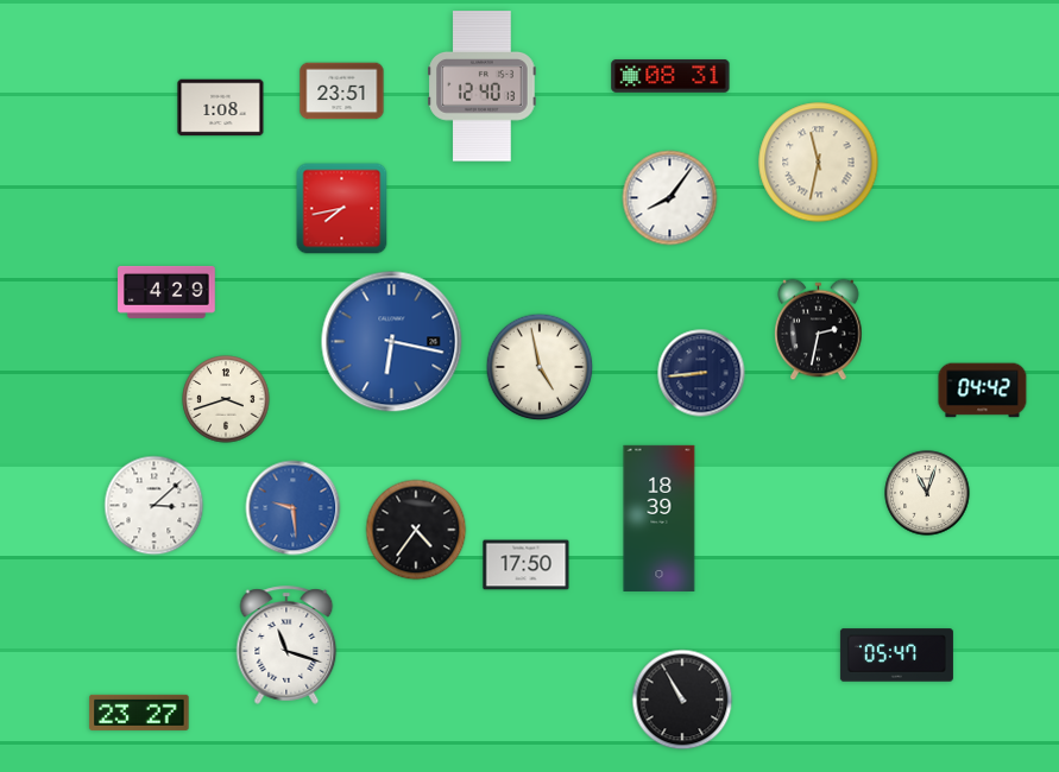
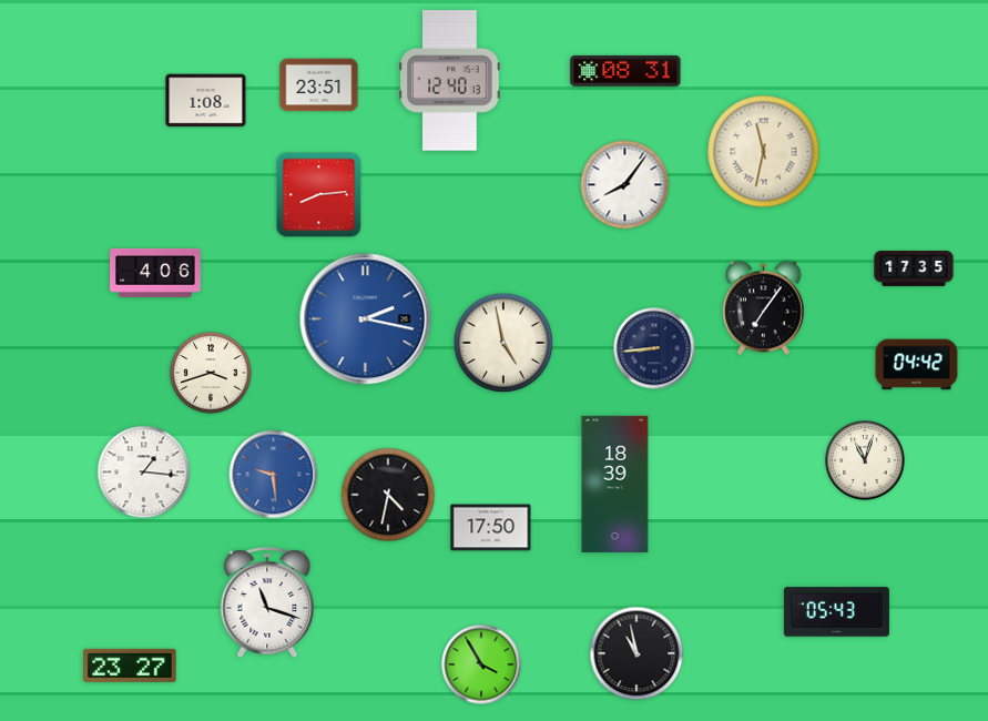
clock at (342, 209): 7:43 -> 8:14
clock at (914, 270): none -> 17:35
clock at (166, 292): 4:29 -> 4:06
clock at (819, 330): 2:32 -> 7:06
clock at (392, 342): 6:17 -> 2:17
clock at (155, 506): 3:08 -> 1:16
clock at (416, 530): 4:36 -> 4:32
clock at (896, 656): 05:47 -> 05:43
clock at (682, 700): 10:55 -> 10:58
clock at (481, 664): none -> 3:55
